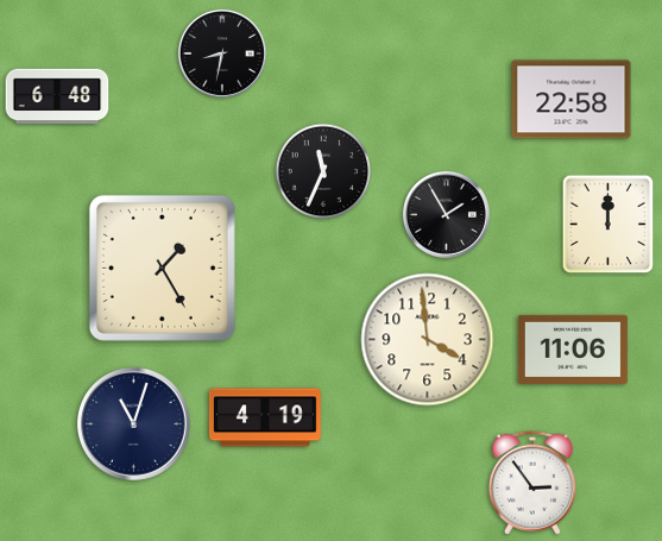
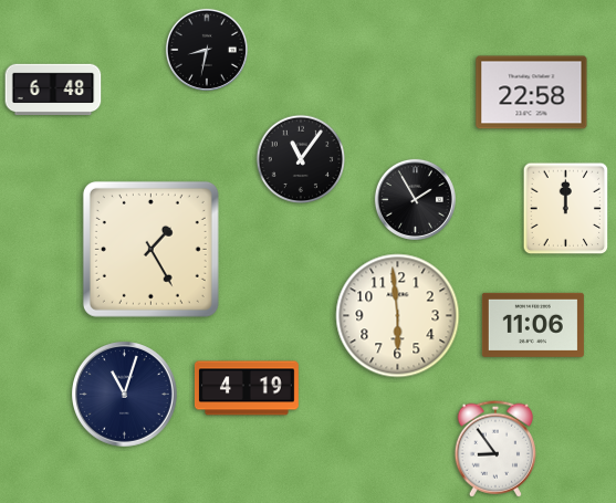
clock at (323, 171): 11:34 -> 11:06
clock at (428, 340): 3:59 -> 5:59
clock at (532, 483): 2:54 -> 8:54
